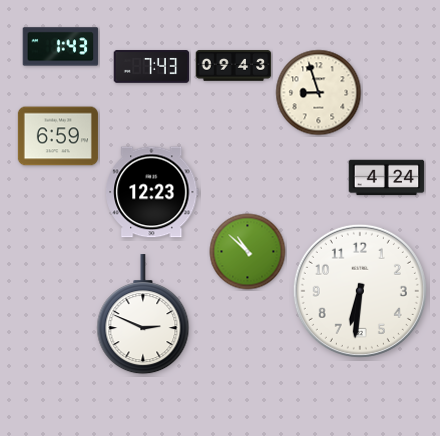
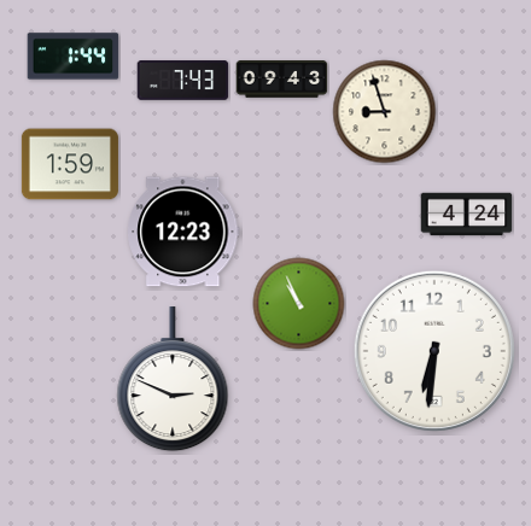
clock at (61, 47): 1:43 -> 1:44
clock at (58, 136): 6:59 -> 1:59
clock at (248, 252): 10:52 -> 10:56
